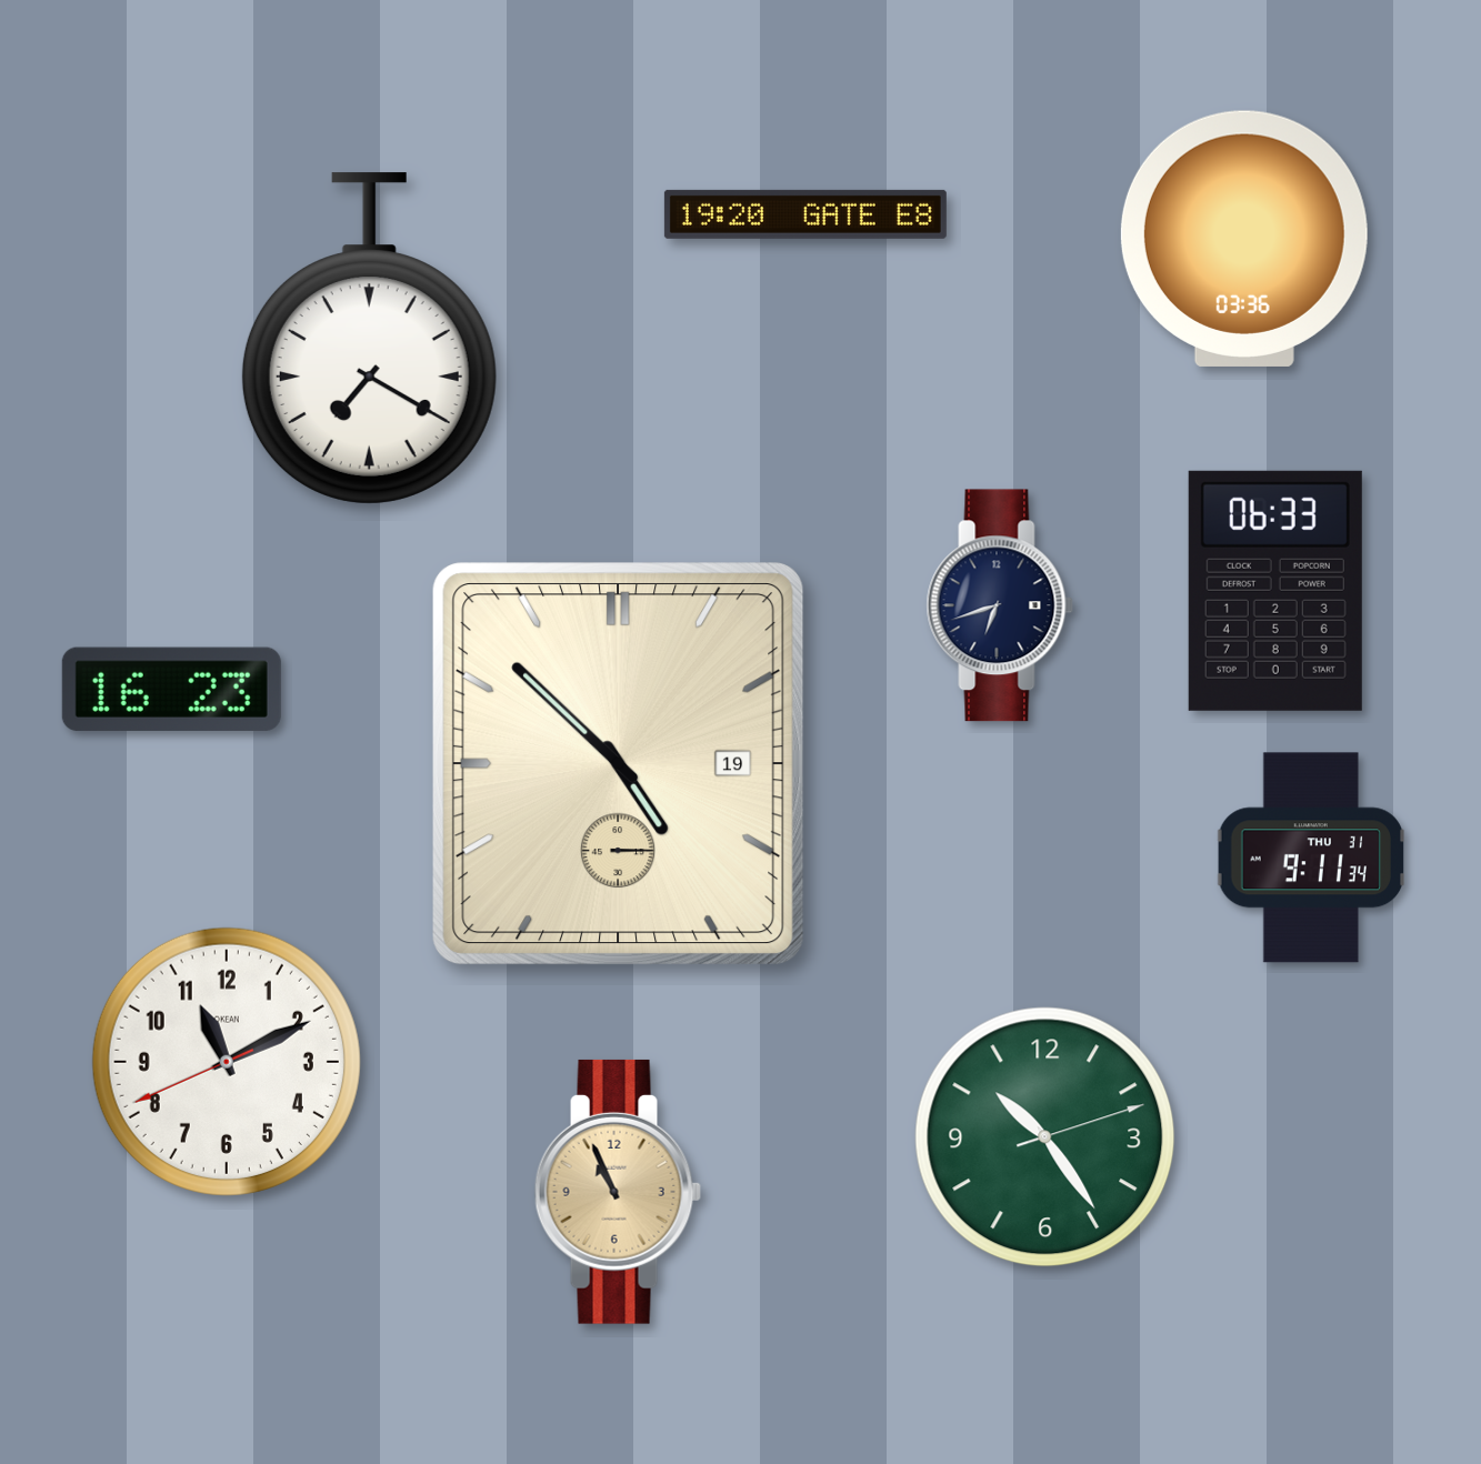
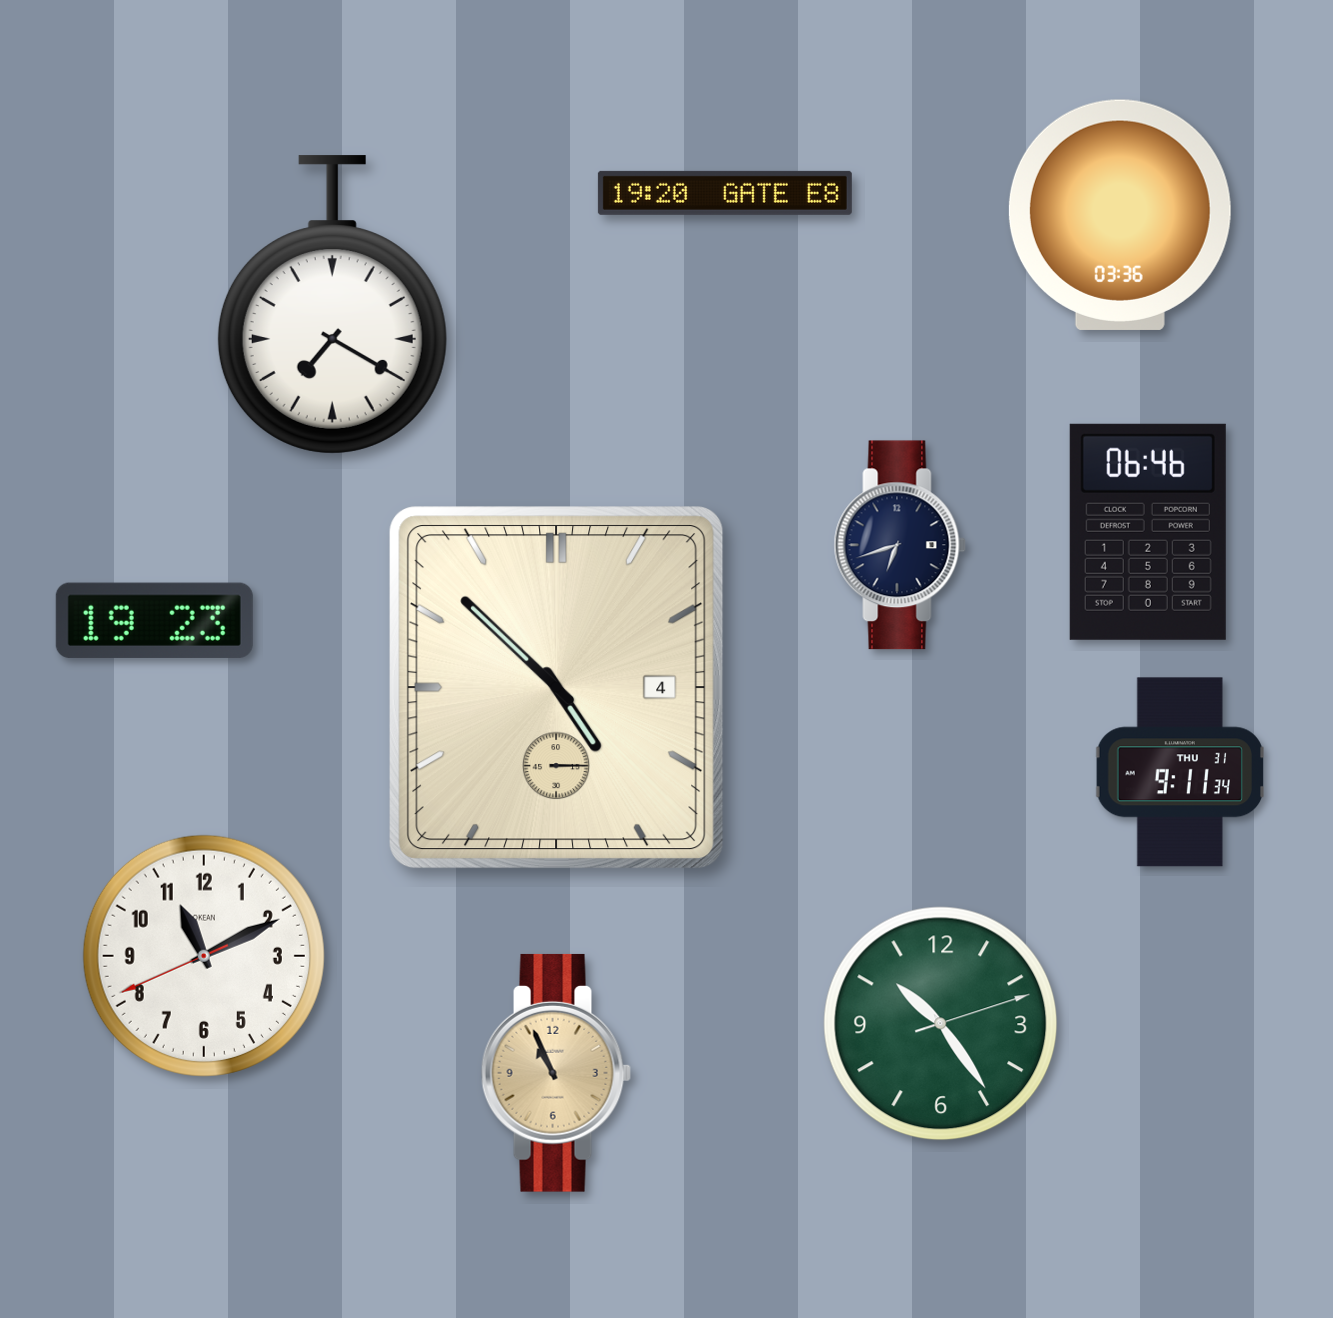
clock at (1275, 591): 06:33 -> 06:46
clock at (171, 689): 16:23 -> 19:23
clock at (619, 764) date: 19 -> 4
